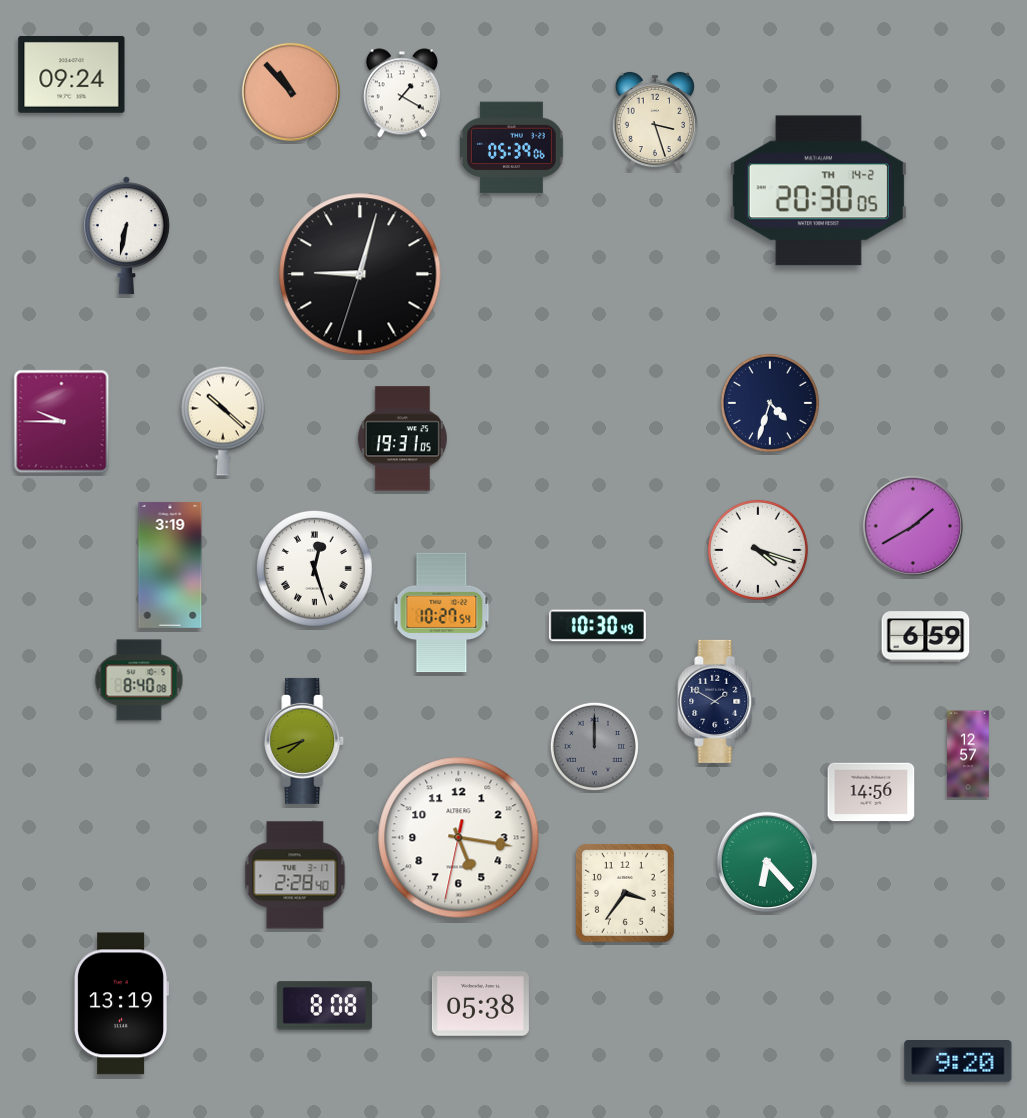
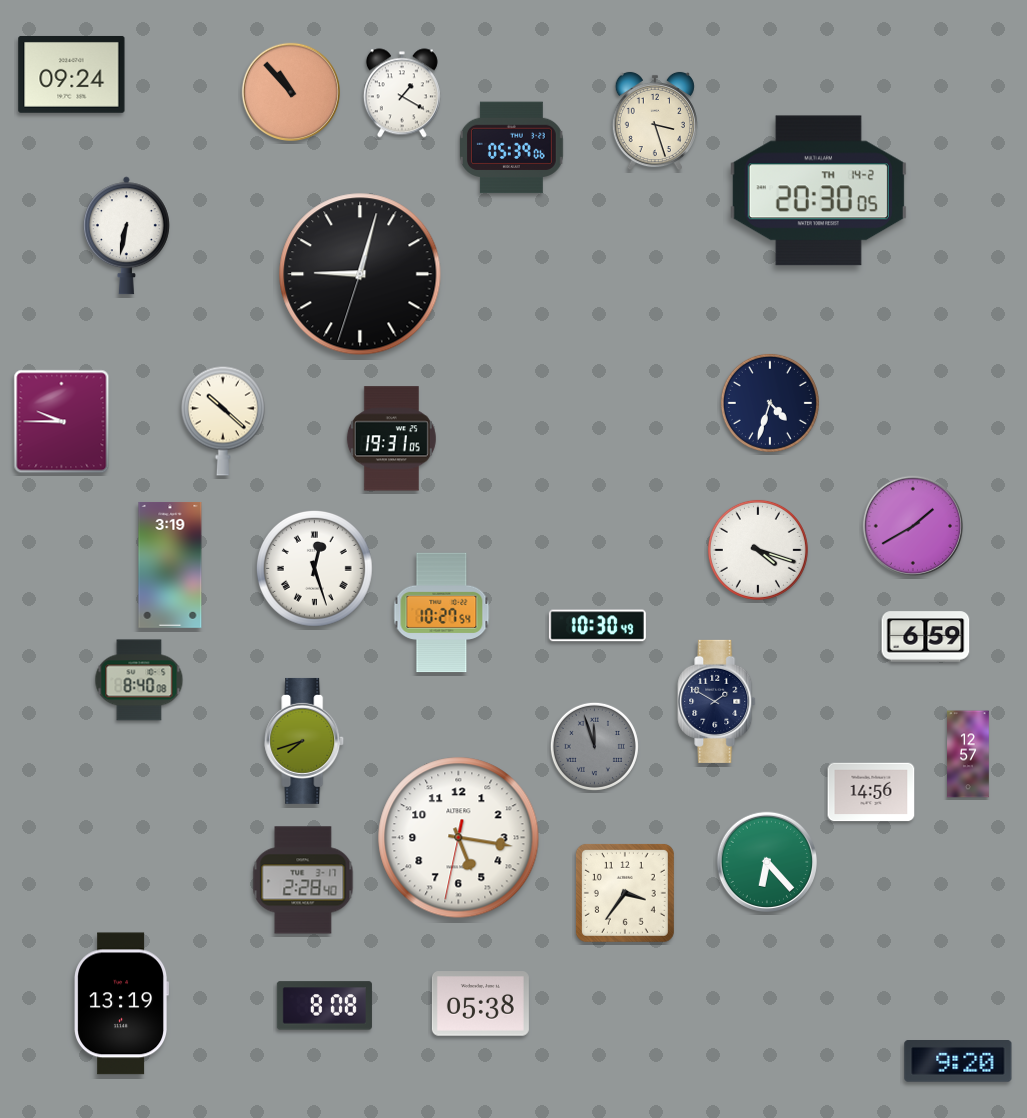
clock at (402, 439) position: (402, 439) -> (391, 439)
clock at (594, 746): 12:00 -> 11:57
clock at (295, 875) position: (295, 875) -> (303, 880)
